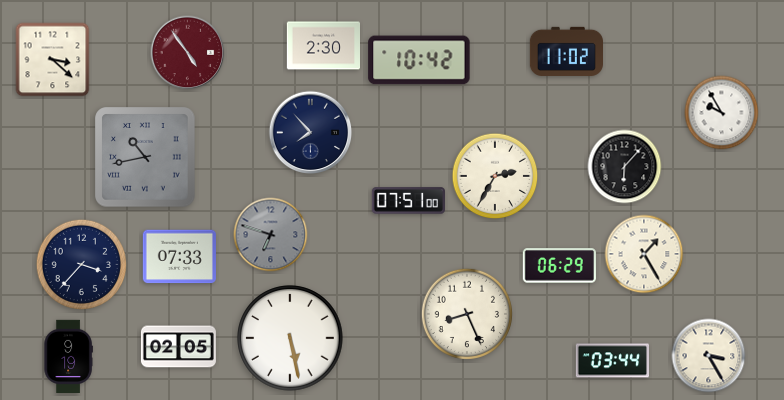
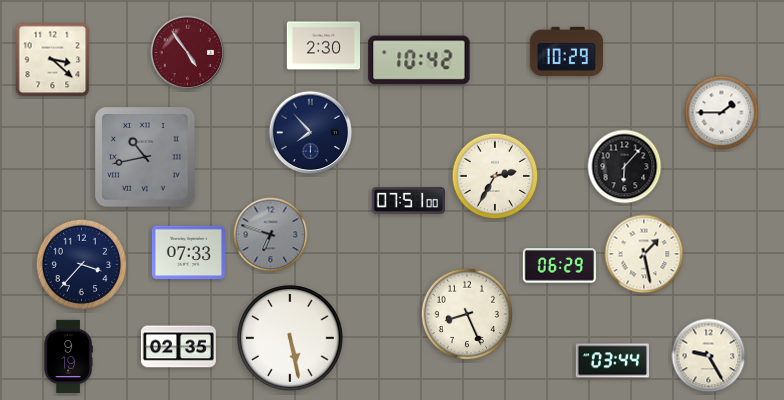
clock at (566, 51): 11:02 -> 10:29
clock at (722, 113): 9:55 -> 1:45
clock at (644, 254): 1:25 -> 1:28
clock at (179, 257) position: (179, 257) -> (188, 253)
clock at (178, 347): 02:05 -> 02:35
clock at (709, 356): 3:25 -> 9:25
